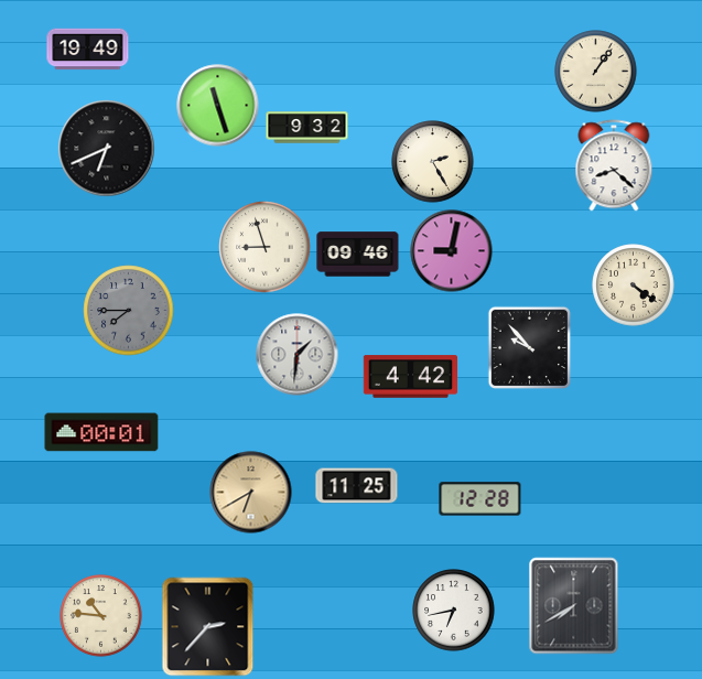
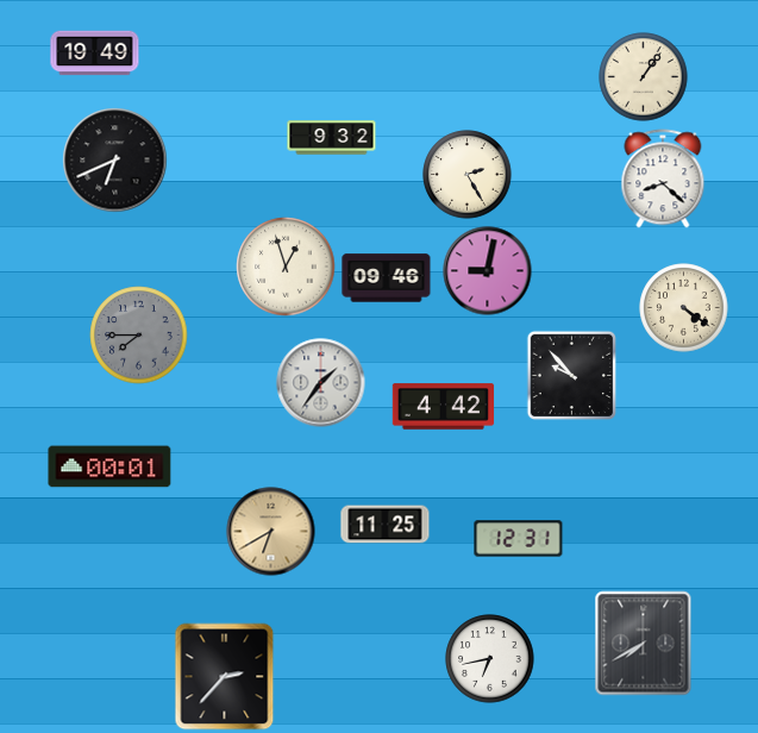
clock at (218, 106): 11:27 -> none
clock at (264, 247): 8:57 -> 12:57
clock at (358, 255) position: (358, 255) -> (387, 278)
clock at (298, 355): 1:31 -> 1:36
clock at (480, 499): 12:28 -> 12:31
clock at (574, 606) position: (574, 606) -> (644, 644)
clock at (101, 616): 10:46 -> none
